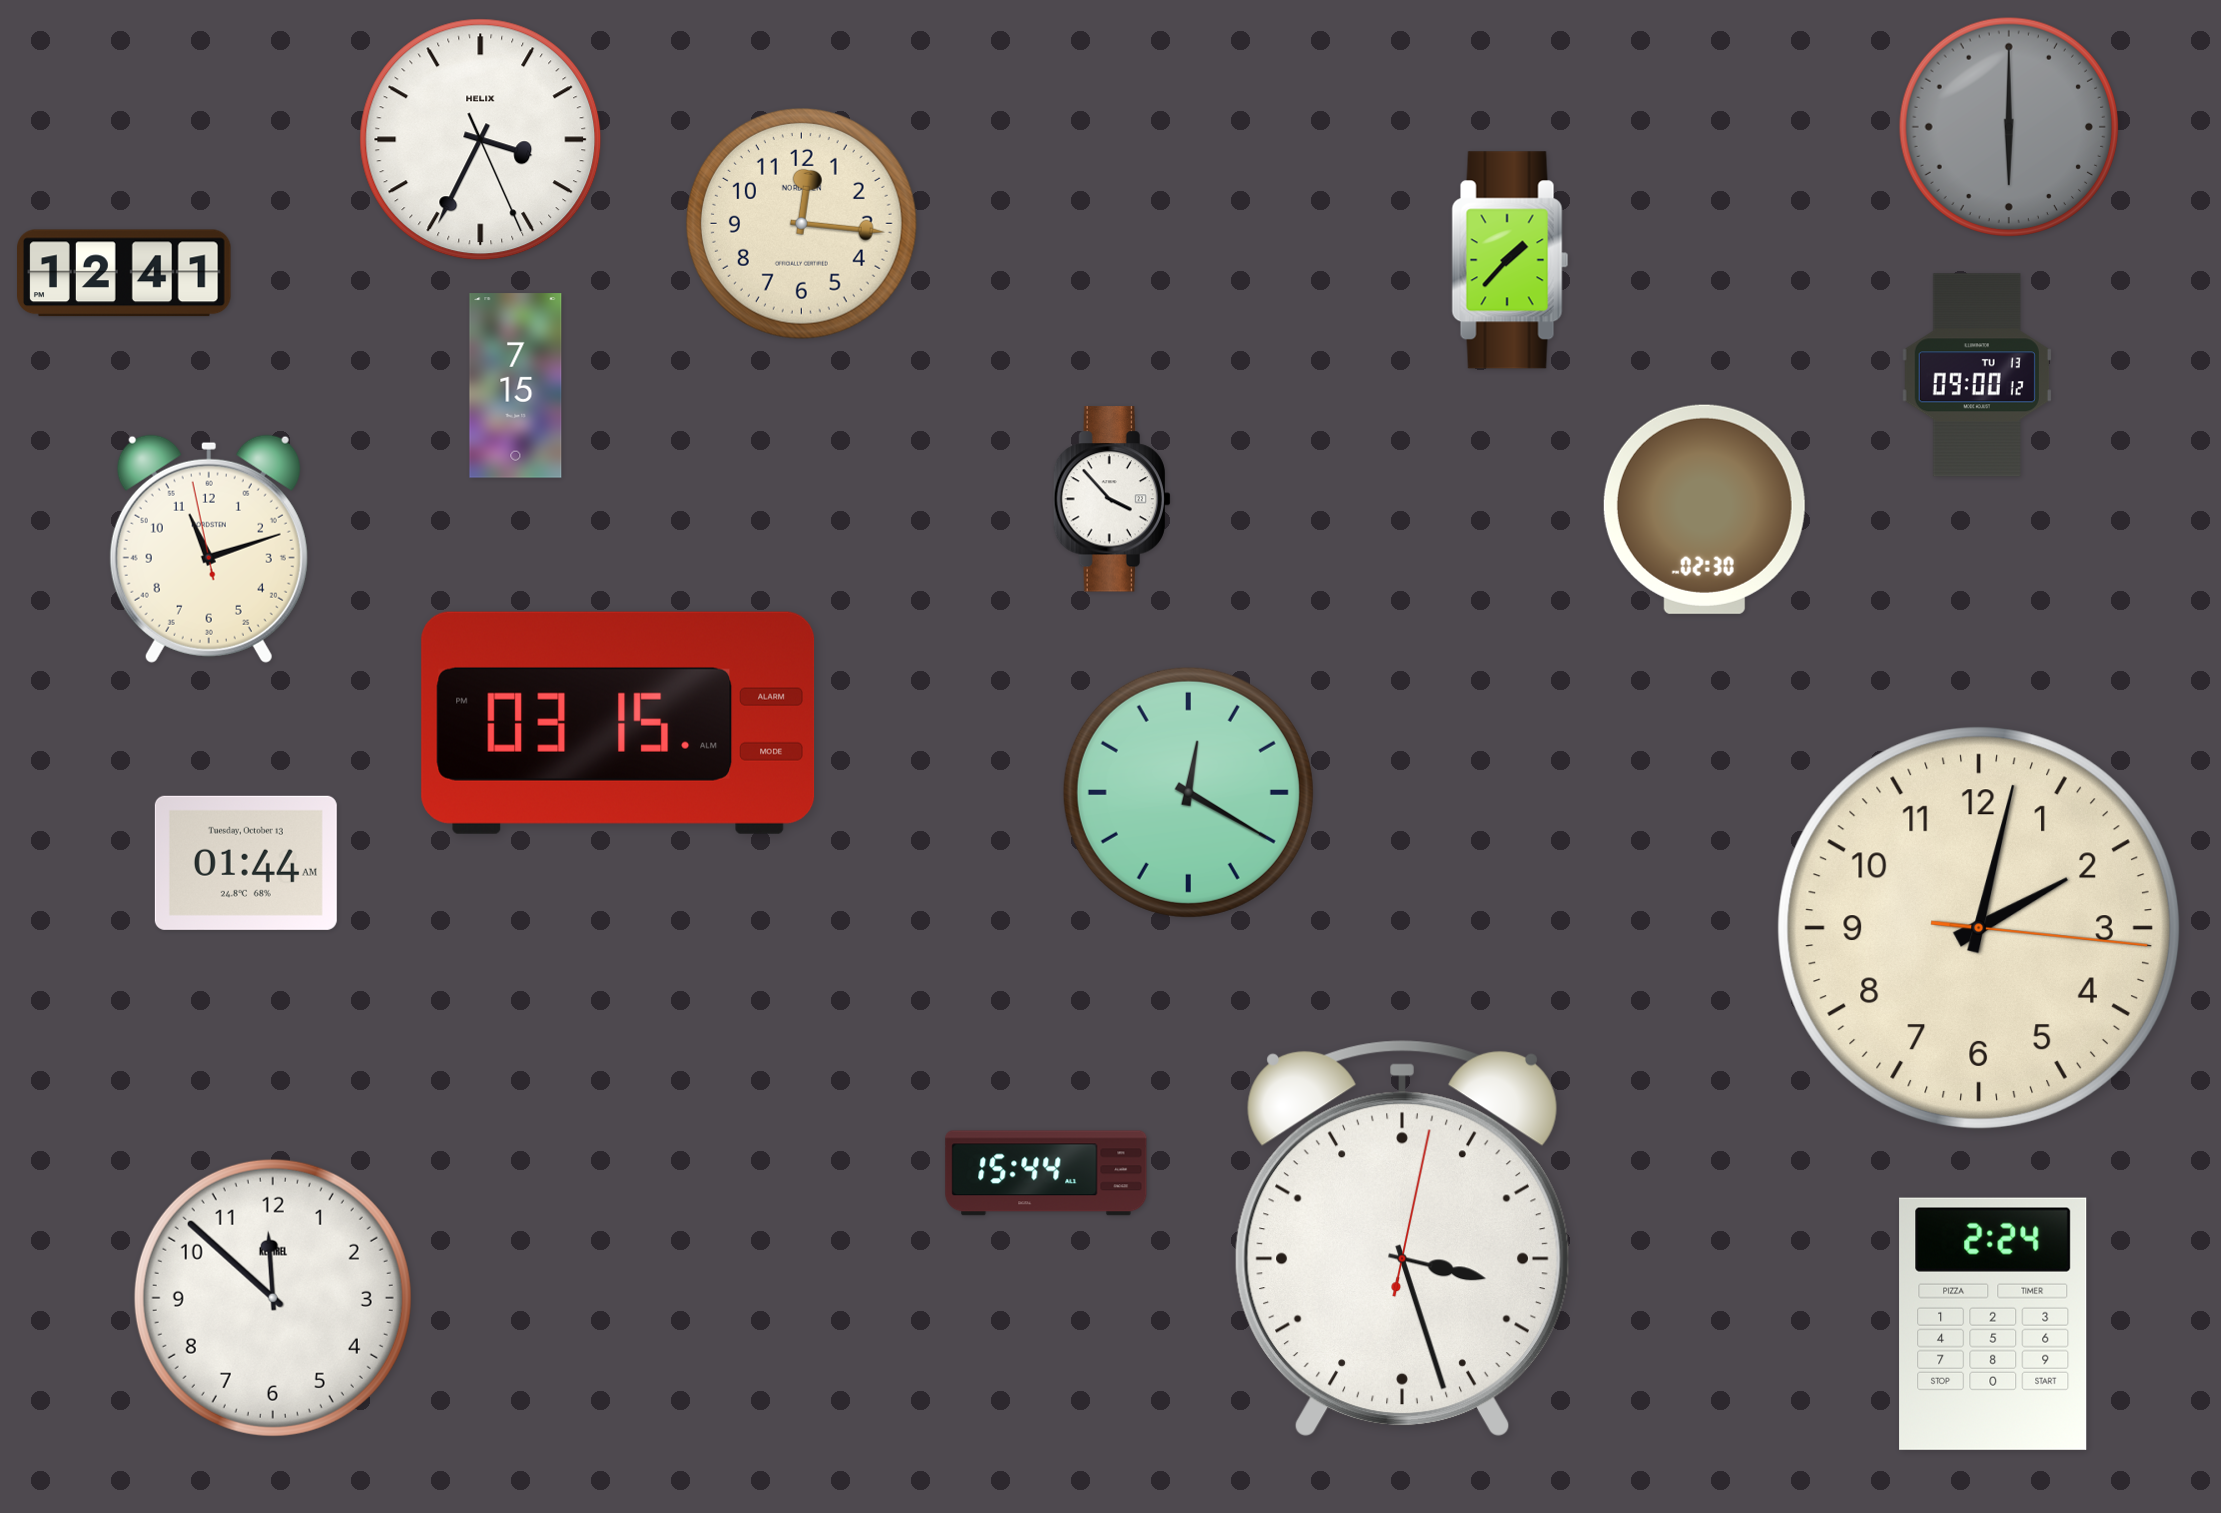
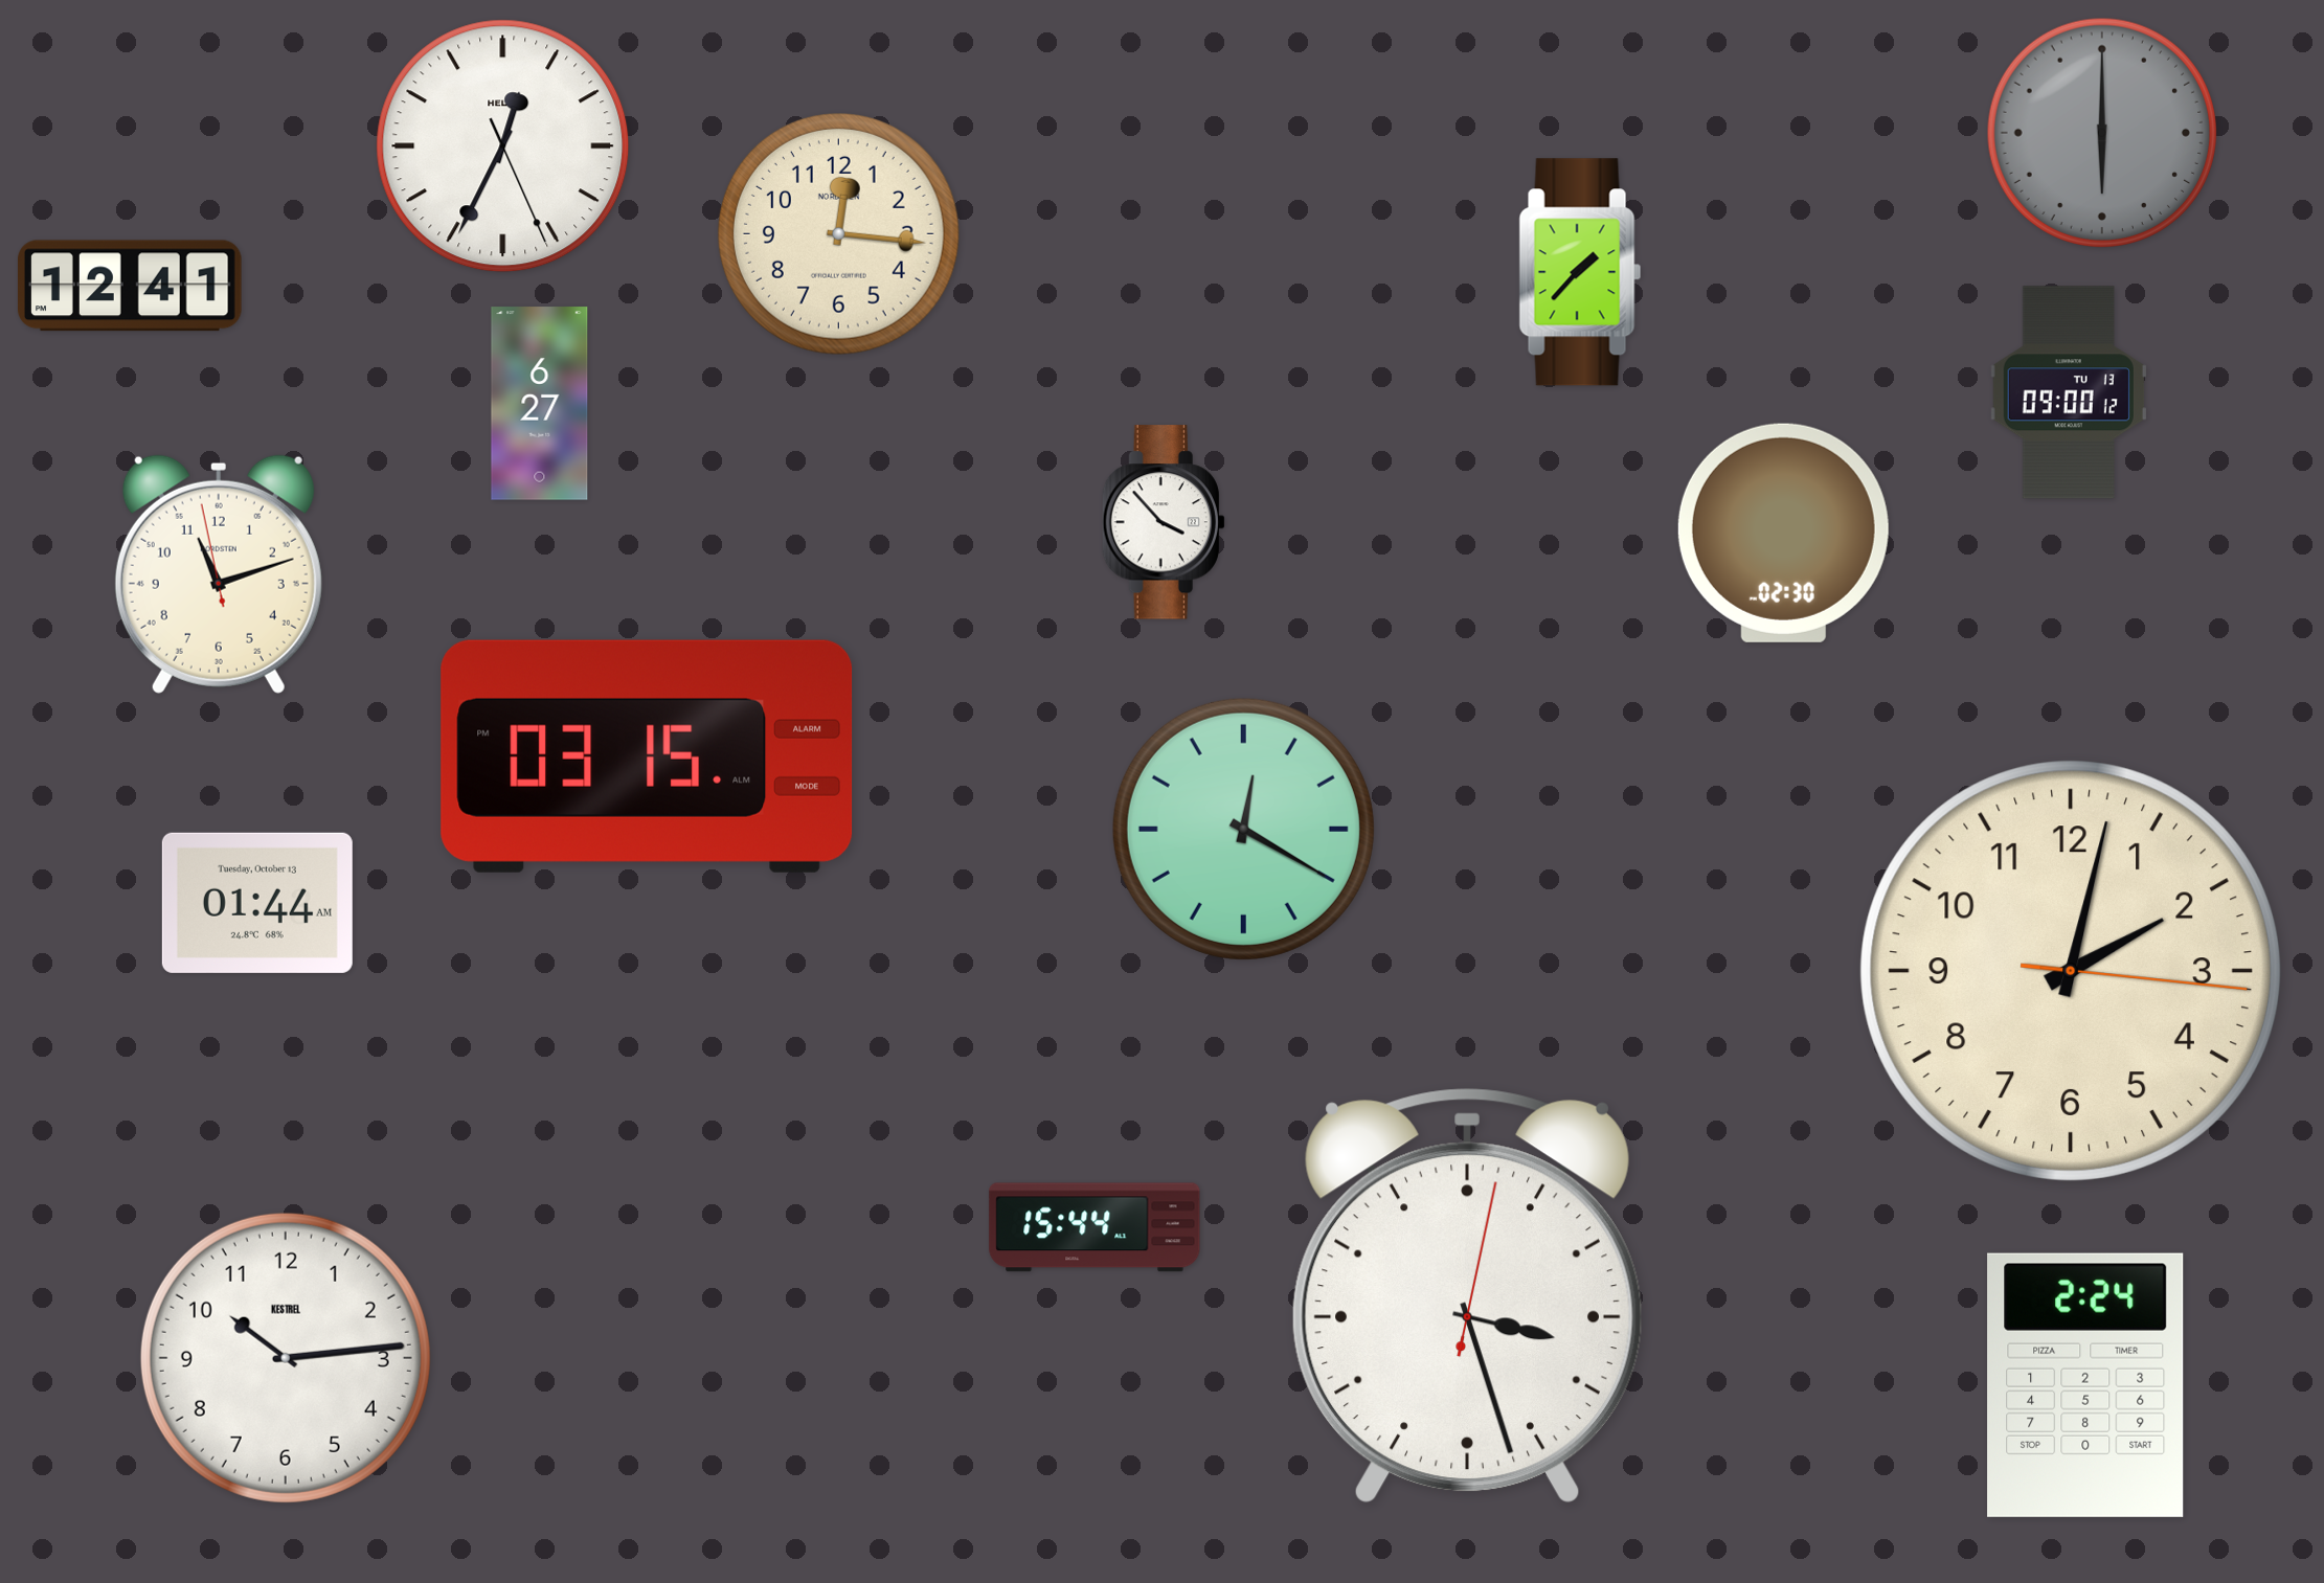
clock at (481, 140): 3:34 -> 12:34
clock at (516, 386): 7:15 -> 6:27
clock at (273, 1298): 11:52 -> 10:14
